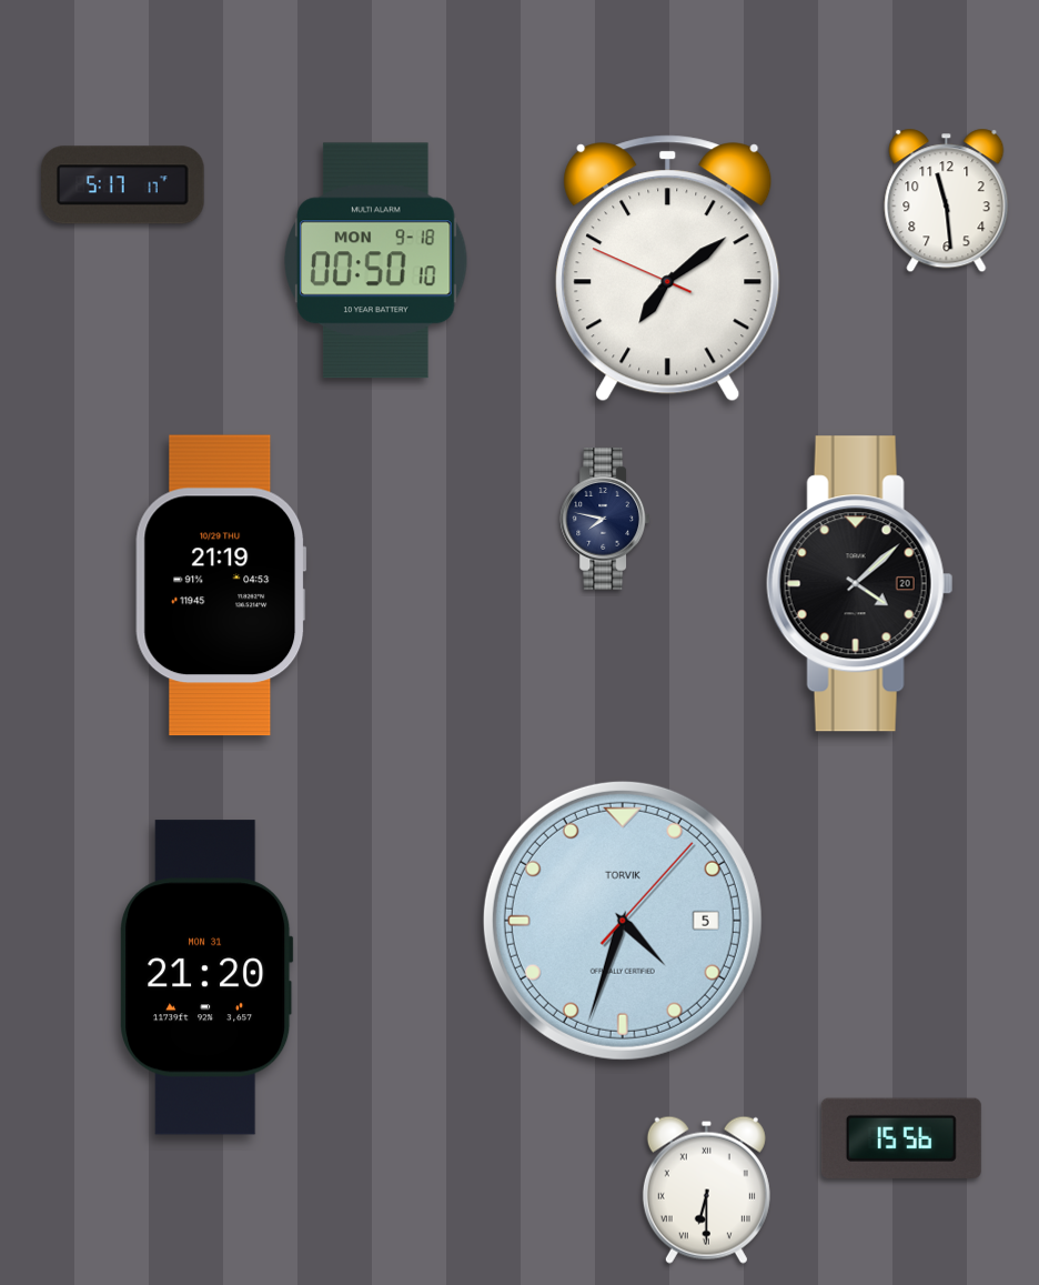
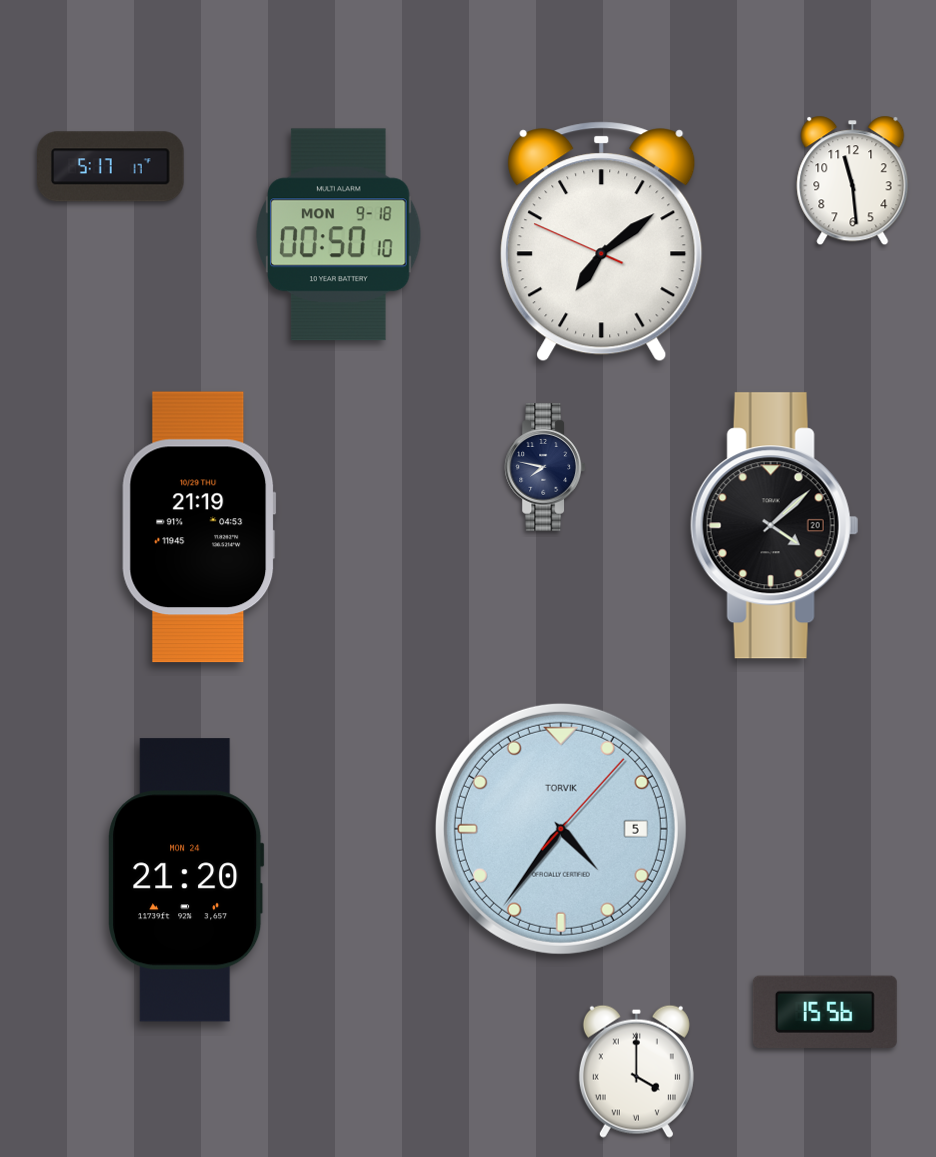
clock at (623, 921): 4:33 -> 4:36
clock at (206, 977) date: MON 31 -> MON 24
clock at (901, 1138) position: (901, 1138) -> (825, 1012)
clock at (706, 1189): 6:30 -> 4:00
